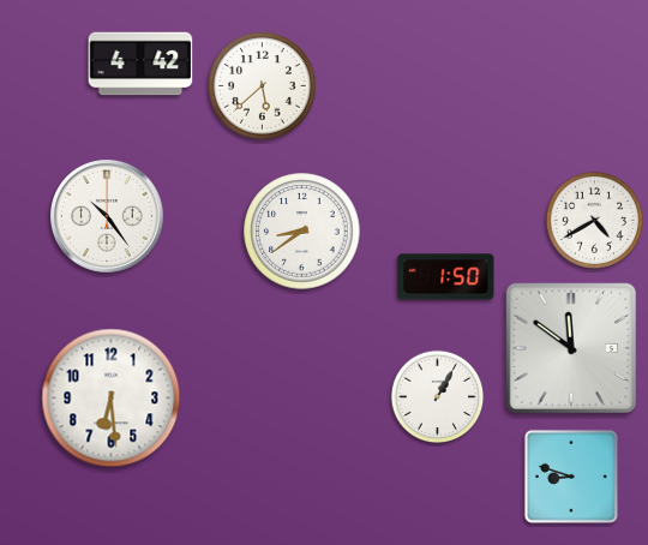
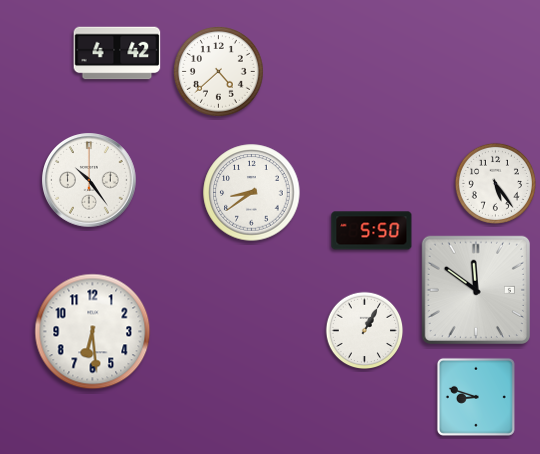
clock at (263, 86): 5:38 -> 4:38
clock at (594, 220): 4:40 -> 5:24
clock at (446, 277): 1:50 -> 5:50
